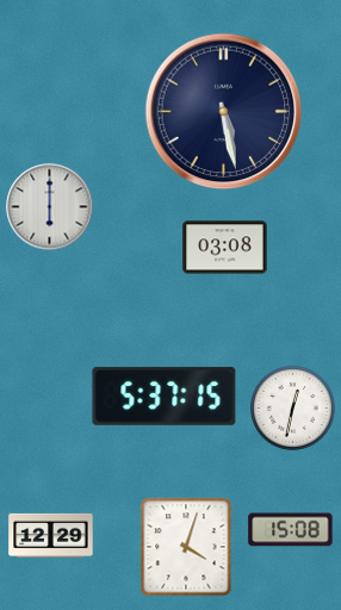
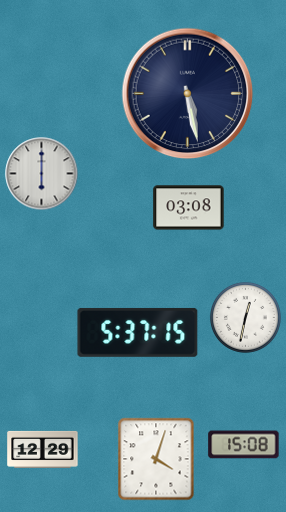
clock at (292, 407) position: (292, 407) -> (245, 317)
